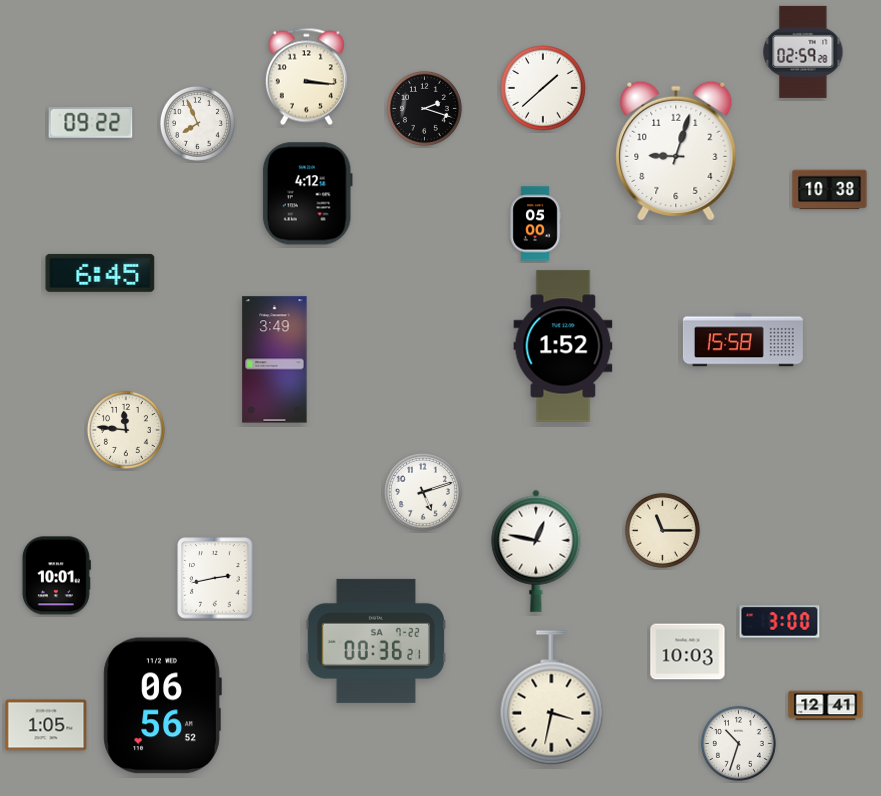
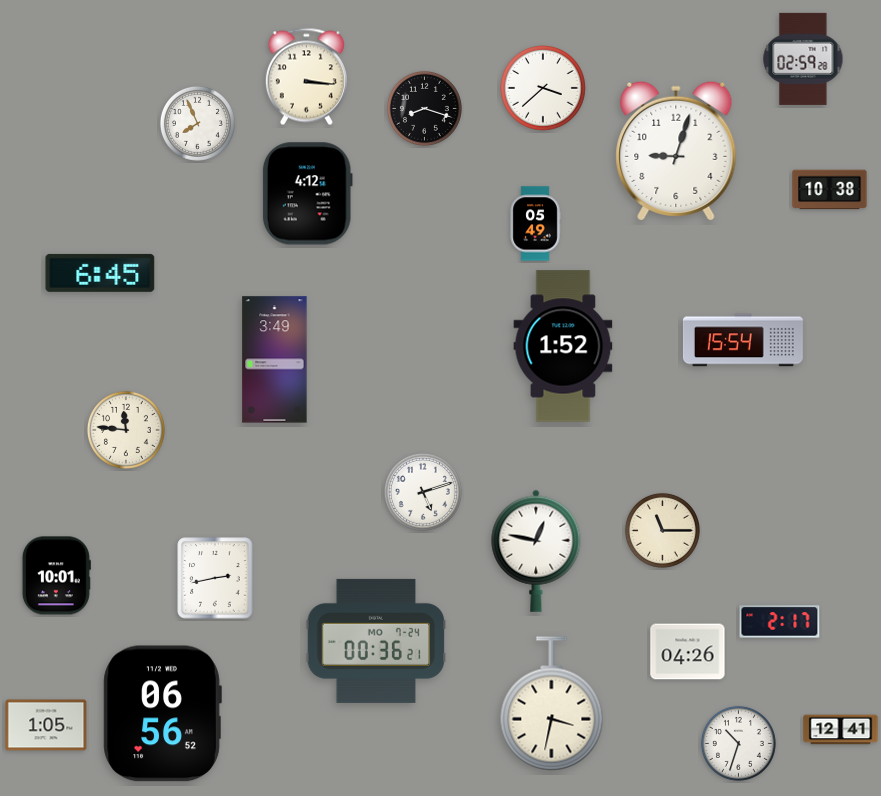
clock at (803, 52) position: (803, 52) -> (803, 59)
clock at (544, 89): 1:38 -> 3:38
clock at (424, 108): 2:18 -> 8:18
clock at (91, 123): 09:22 -> none
clock at (535, 224): 05:00 -> 05:49
clock at (743, 340): 15:58 -> 15:54
clock at (780, 622): 3:00 -> 2:17
clock at (376, 641) date: SA 7-22 -> MO 7-24
clock at (688, 652): 10:03 -> 04:26
clock at (552, 698) position: (552, 698) -> (552, 704)
clock at (162, 706) position: (162, 706) -> (162, 714)
clock at (826, 706) position: (826, 706) -> (841, 730)
